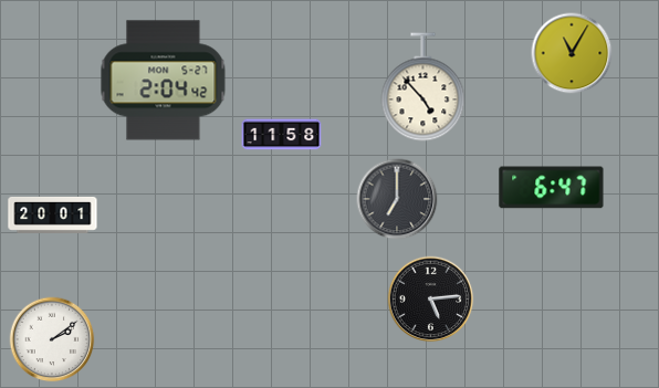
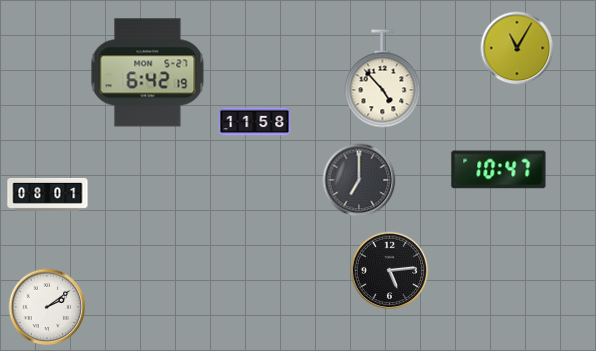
clock at (164, 81): 2:04 -> 6:42
clock at (552, 188): 6:47 -> 10:47
clock at (53, 214): 20:01 -> 08:01
